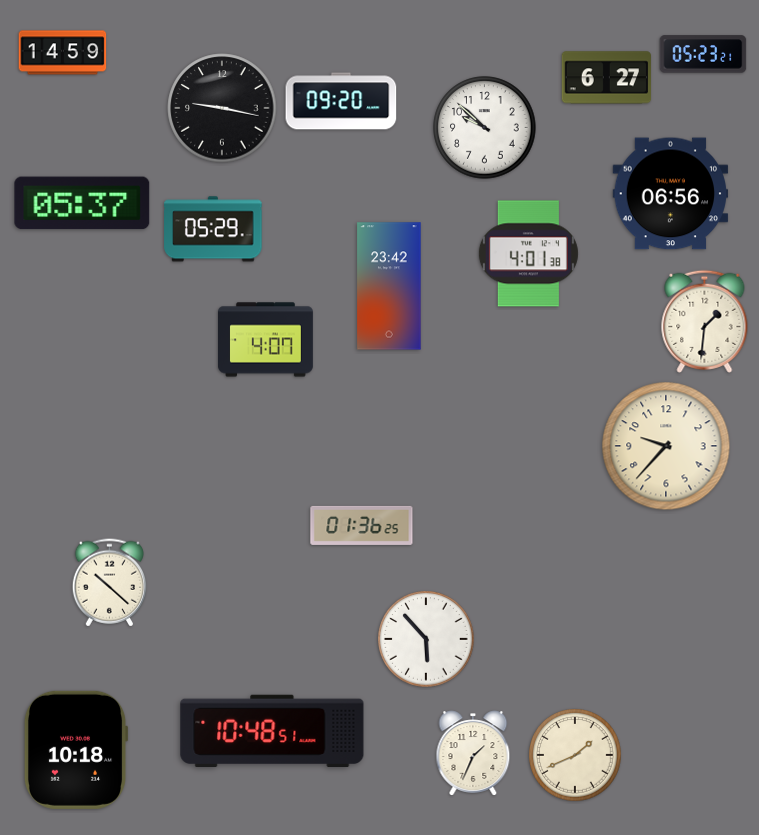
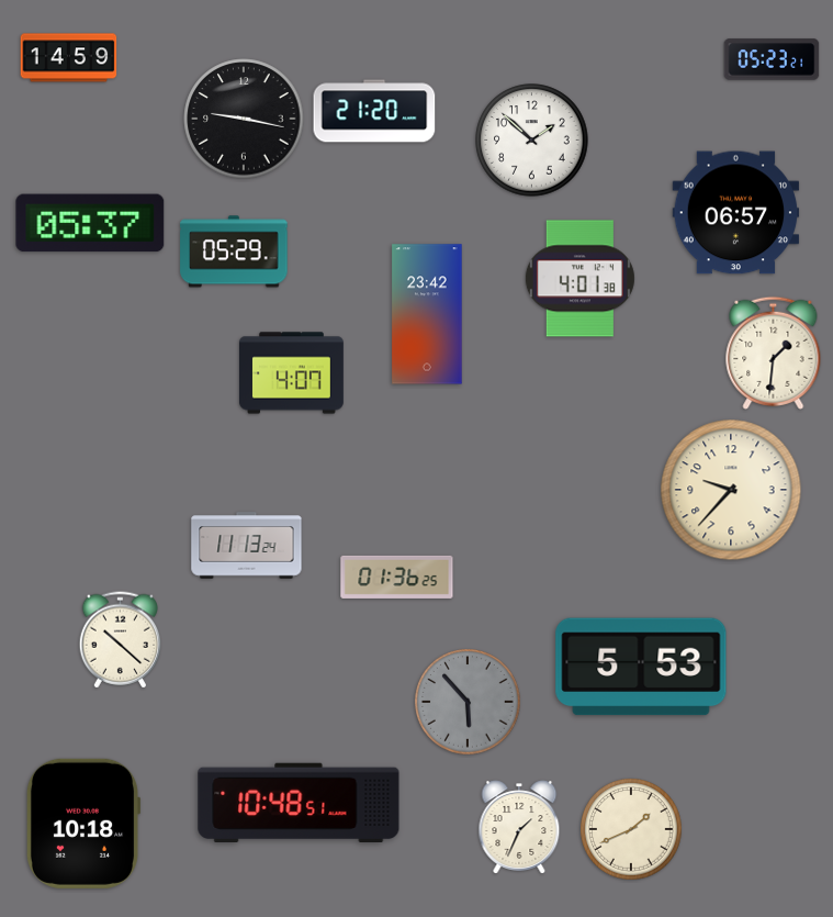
clock at (606, 78): 6:27 -> none
clock at (341, 101): 09:20 -> 21:20
clock at (485, 128): 9:52 -> 1:52
clock at (671, 194): 06:56 -> 06:57
clock at (247, 546): none -> 11:13
clock at (641, 667): none -> 5:53
clock at (426, 639) dial: white -> grey
